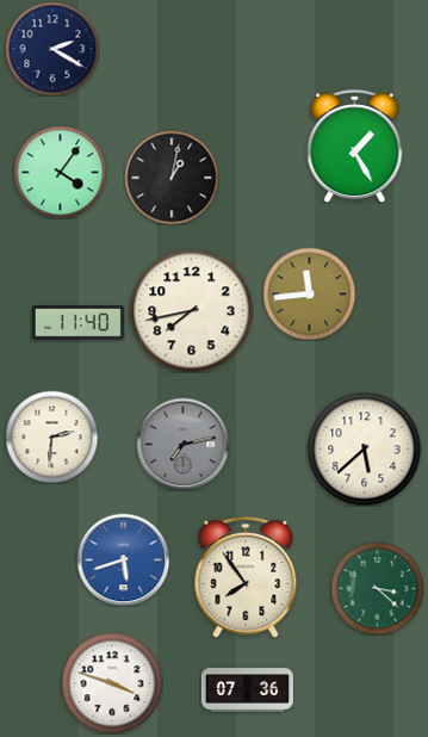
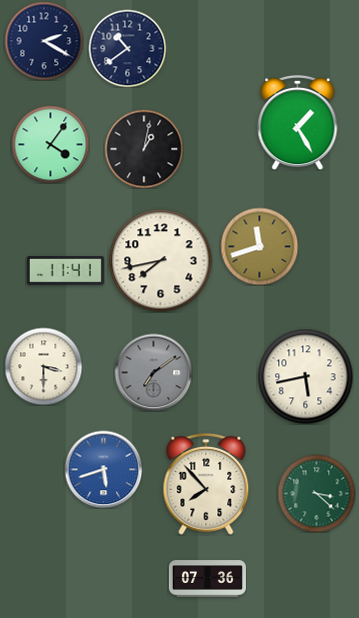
clock at (127, 48): none -> 10:39
clock at (309, 293): 11:44 -> 11:42
clock at (77, 323): 11:40 -> 11:41
clock at (51, 436): 2:31 -> 3:30
clock at (182, 444): 7:13 -> 7:09
clock at (364, 448): 5:38 -> 5:43
clock at (246, 577): 7:54 -> 7:53
clock at (112, 683): 3:48 -> none
